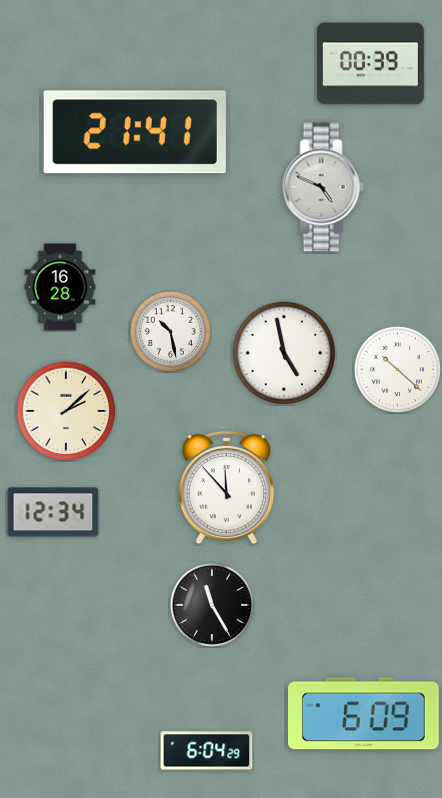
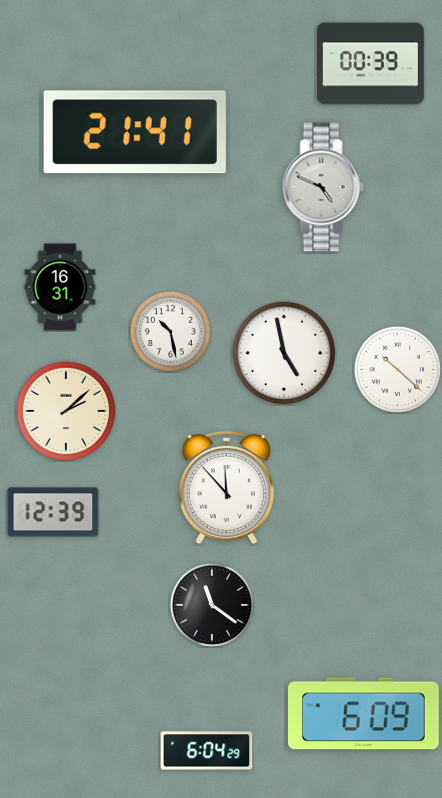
clock at (60, 287): 16:28 -> 16:31
clock at (53, 512): 12:34 -> 12:39
clock at (211, 604): 11:25 -> 11:21
